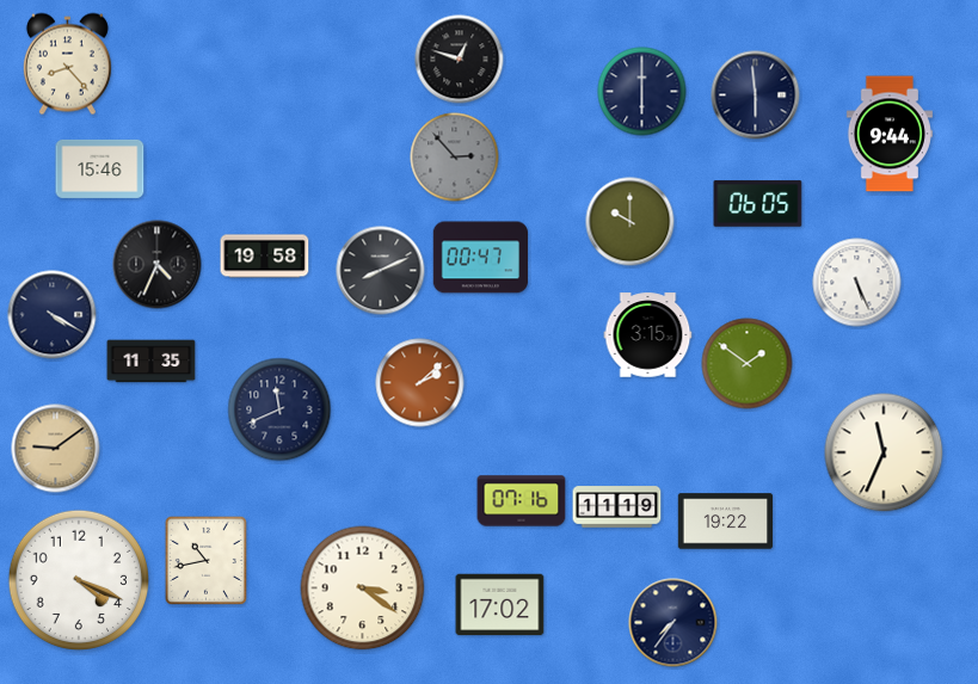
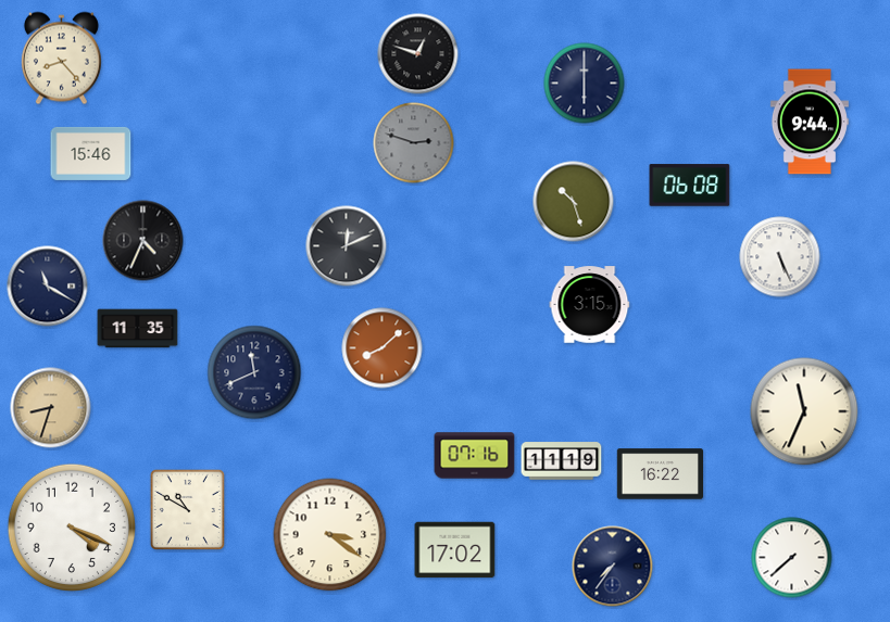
clock at (756, 95): 5:59 -> none
clock at (455, 158): 2:53 -> 2:48
clock at (758, 204): 06:05 -> 06:08
clock at (631, 222): 10:00 -> 10:27
clock at (265, 257): 19:58 -> none
clock at (480, 258): 00:47 -> none
clock at (381, 271): 8:11 -> 12:11
clock at (53, 315): 4:20 -> 11:20
clock at (748, 364): 1:51 -> none
clock at (420, 383): 2:08 -> 8:08
clock at (56, 449): 9:09 -> 8:33
clock at (726, 522): 19:22 -> 16:22
clock at (205, 560): 10:43 -> 10:50
clock at (792, 558): none -> 7:38
